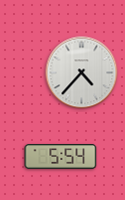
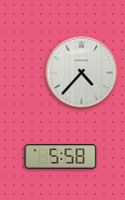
clock at (61, 157): 5:54 -> 5:58
